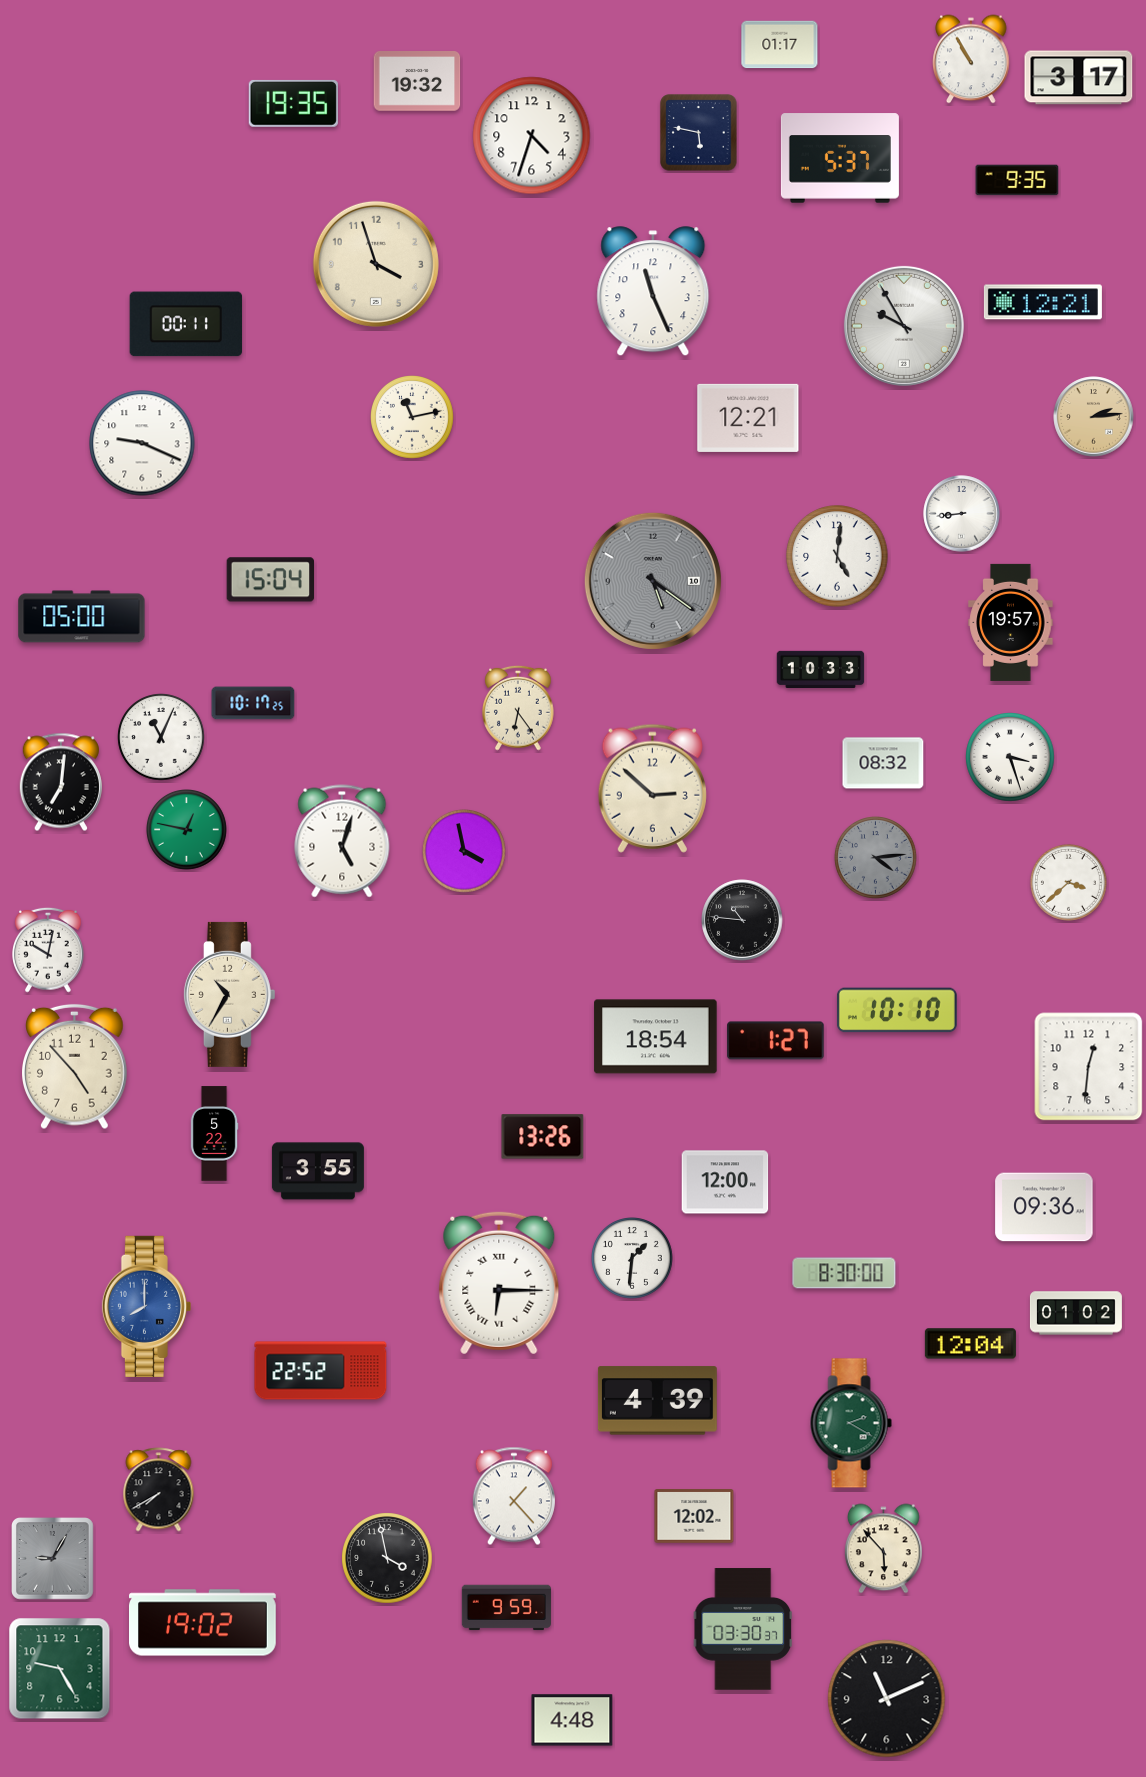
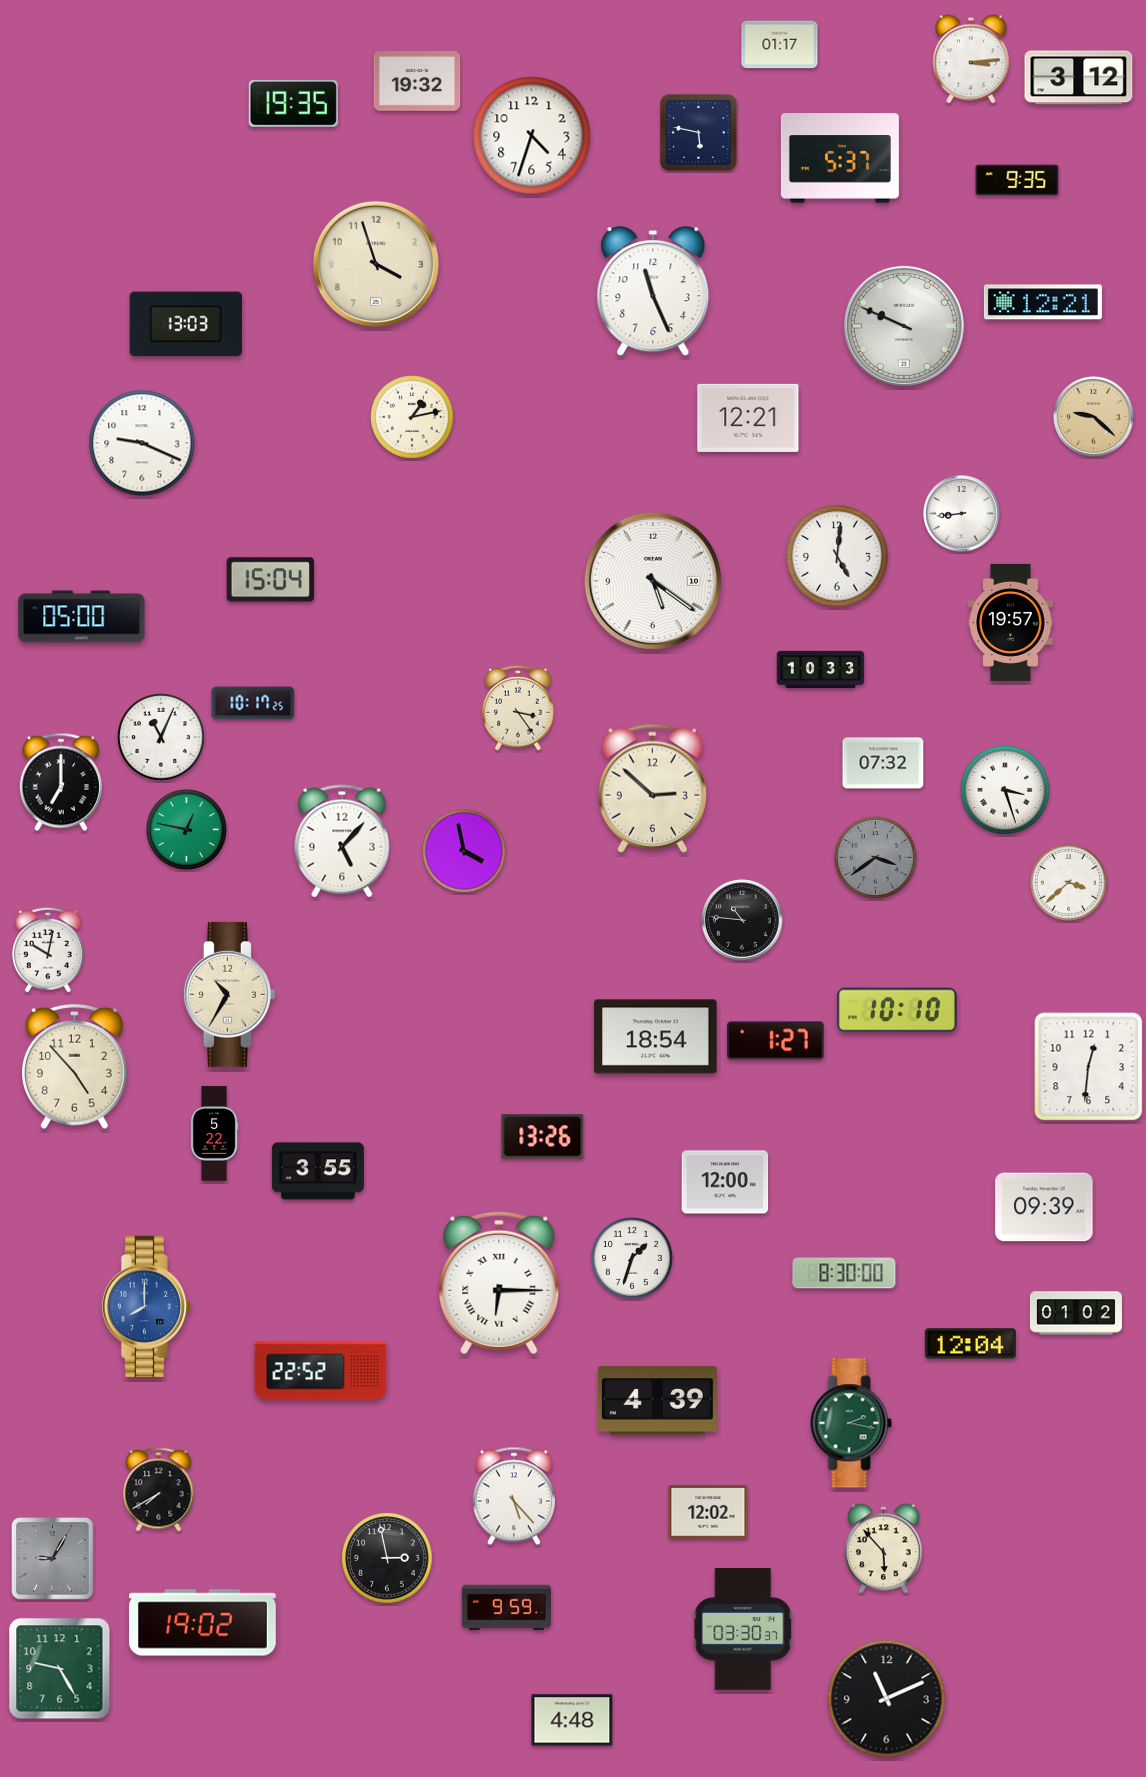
clock at (971, 59): 10:55 -> 3:14
clock at (1079, 78): 3:17 -> 3:12
clock at (186, 324): 00:11 -> 13:03
clock at (904, 326): 9:55 -> 9:49
clock at (1094, 417): 2:14 -> 9:22
clock at (413, 418): 11:13 -> 1:13
clock at (653, 581) dial: grey -> white
clock at (519, 708): 6:24 -> 3:24
clock at (1010, 757) position: (1010, 757) -> (1005, 790)
clock at (883, 763): 08:32 -> 07:32
clock at (61, 782): 7:01 -> 7:00
clock at (342, 841): 5:03 -> 5:07
clock at (876, 858): 4:14 -> 3:39
clock at (1044, 1207): 09:36 -> 09:39
clock at (633, 1259): 1:31 -> 1:33
clock at (851, 1423): 2:20 -> 2:17
clock at (514, 1496): 1:23 -> 5:23
clock at (694, 1516) position: (694, 1516) -> (708, 1512)
clock at (387, 1558): 3:58 -> 2:58
